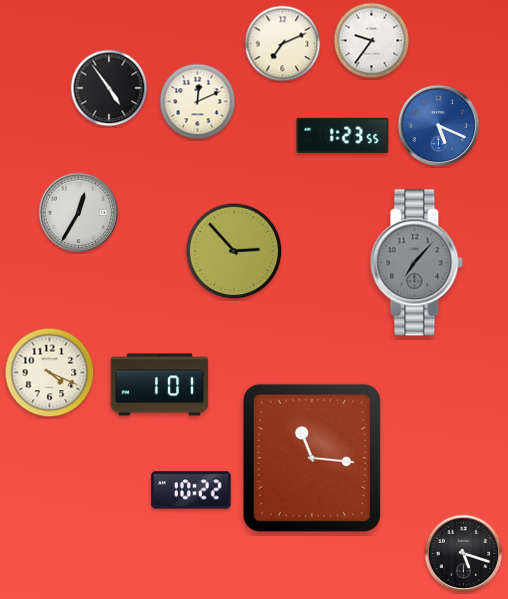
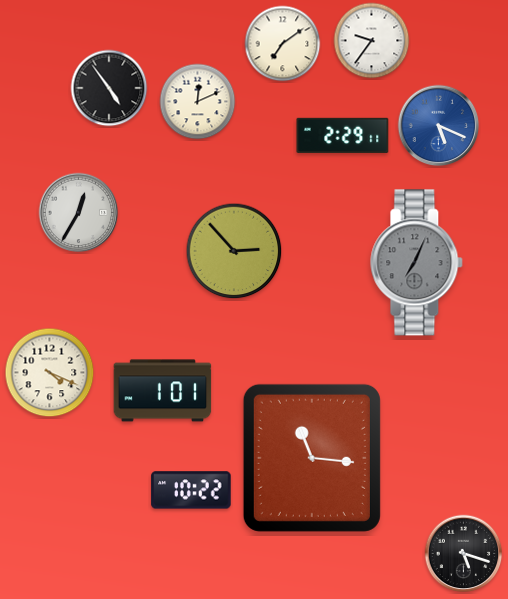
clock at (283, 44): 7:11 -> 7:09
clock at (343, 135): 1:23 -> 2:29
clock at (417, 263): 7:07 -> 7:04
clock at (160, 385) position: (160, 385) -> (163, 391)
